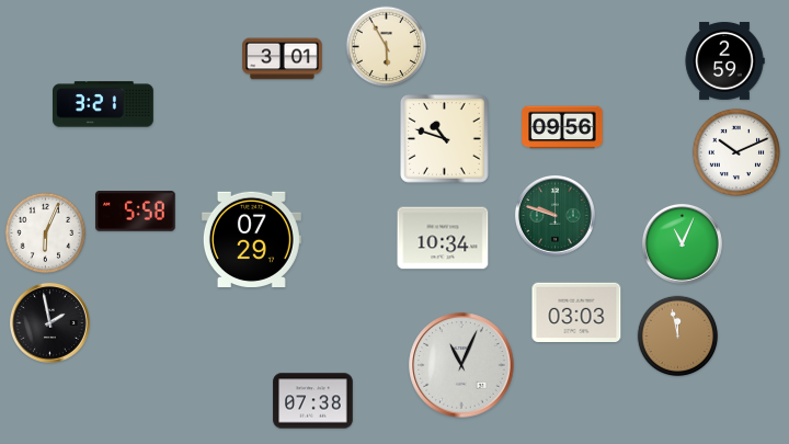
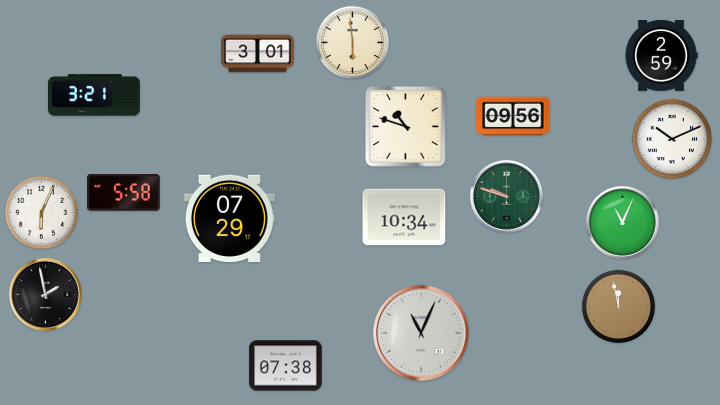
clock at (387, 47): 5:55 -> 5:59
clock at (576, 312): 03:03 -> none
